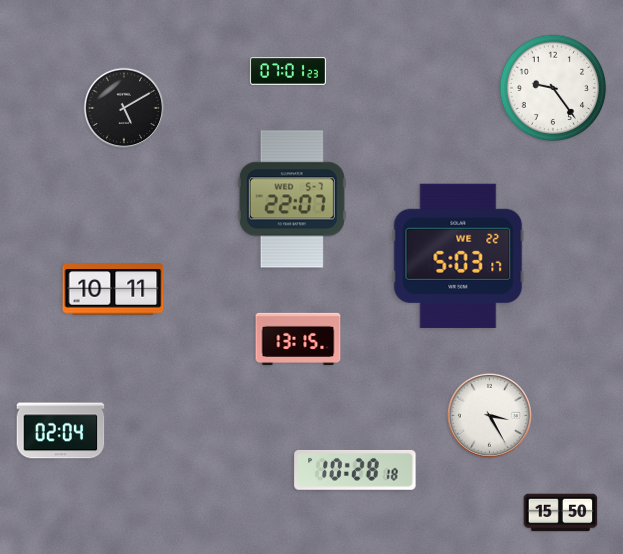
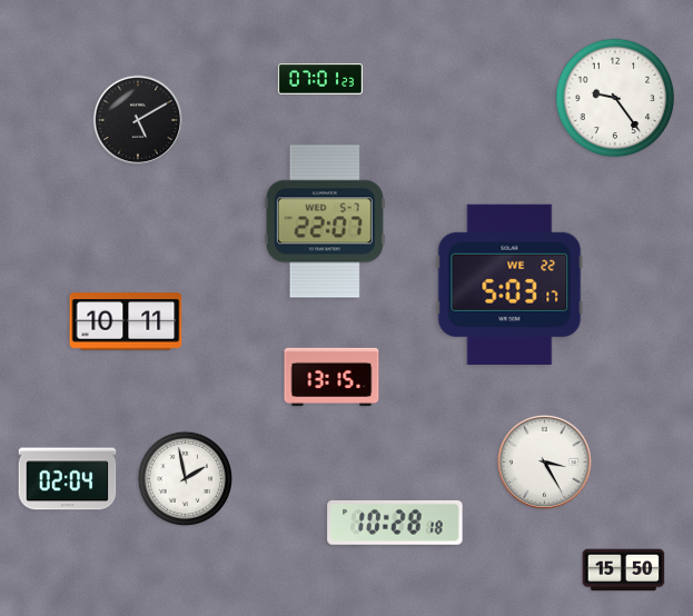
clock at (185, 478): none -> 1:58
